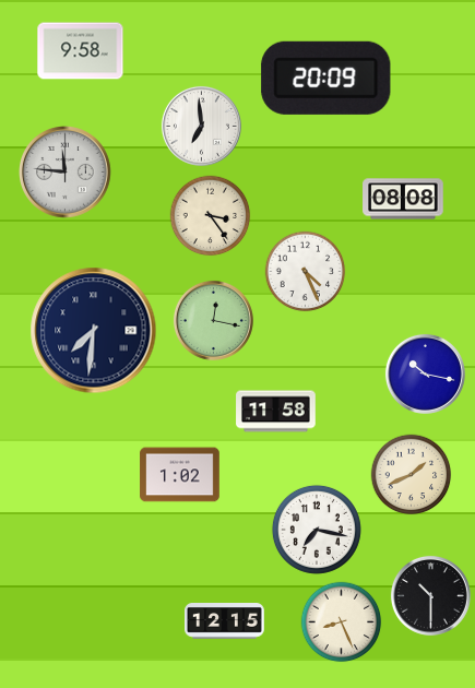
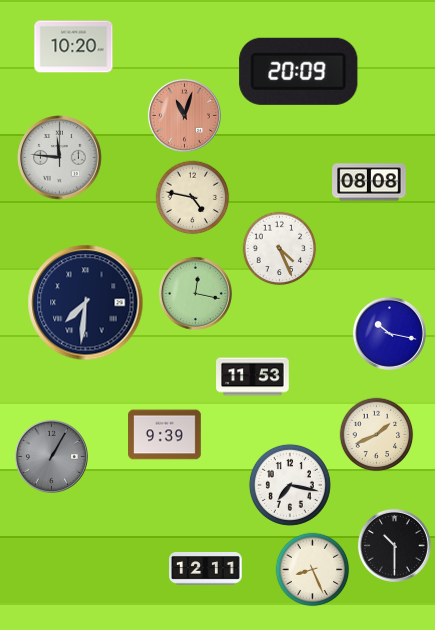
clock at (81, 51): 9:58 -> 10:20
clock at (201, 126): 6:59 -> 11:03
clock at (201, 126) dial: white -> salmon
clock at (211, 216): 3:24 -> 4:47
clock at (425, 373) position: (425, 373) -> (389, 333)
clock at (276, 412): 11:58 -> 11:53
clock at (180, 475): 1:02 -> 9:39
clock at (51, 456): none -> 1:05
clock at (225, 621): 12:15 -> 12:11
